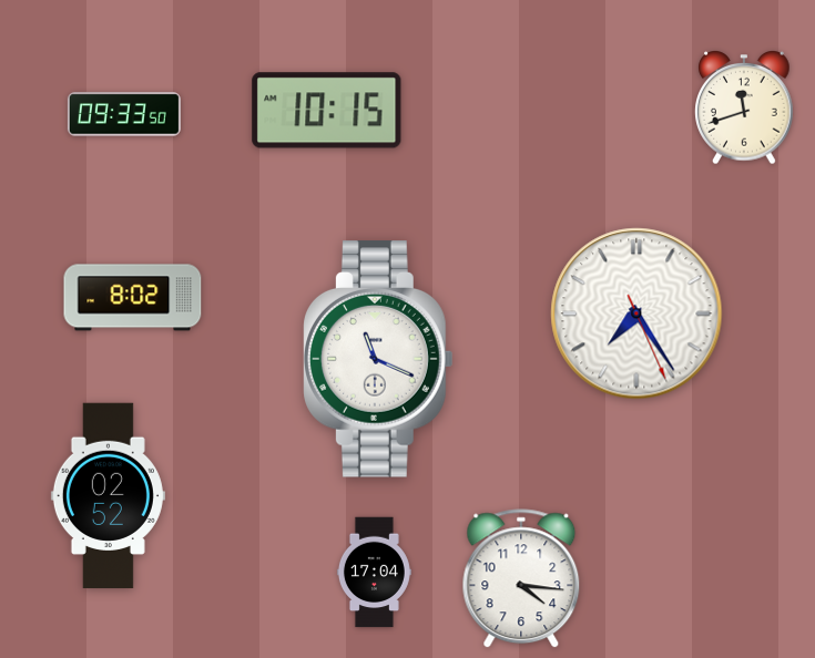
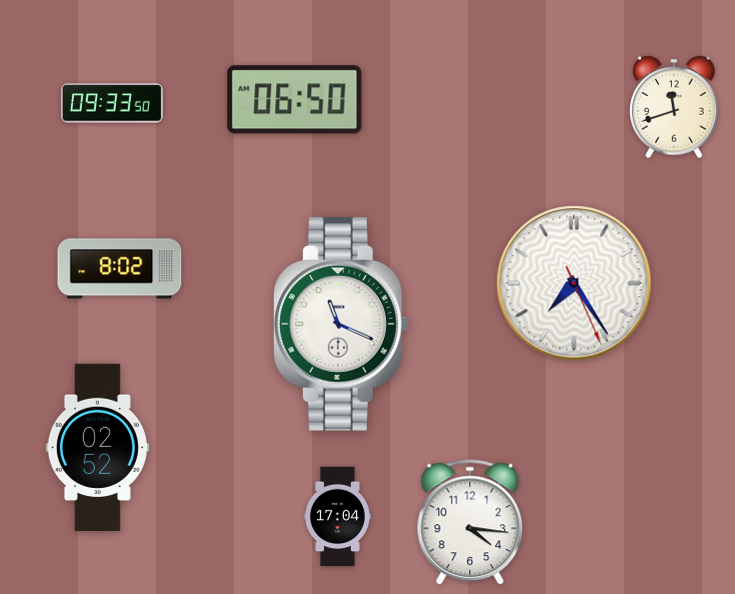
clock at (744, 109) position: (744, 109) -> (674, 108)
clock at (327, 111): 10:15 -> 06:50
